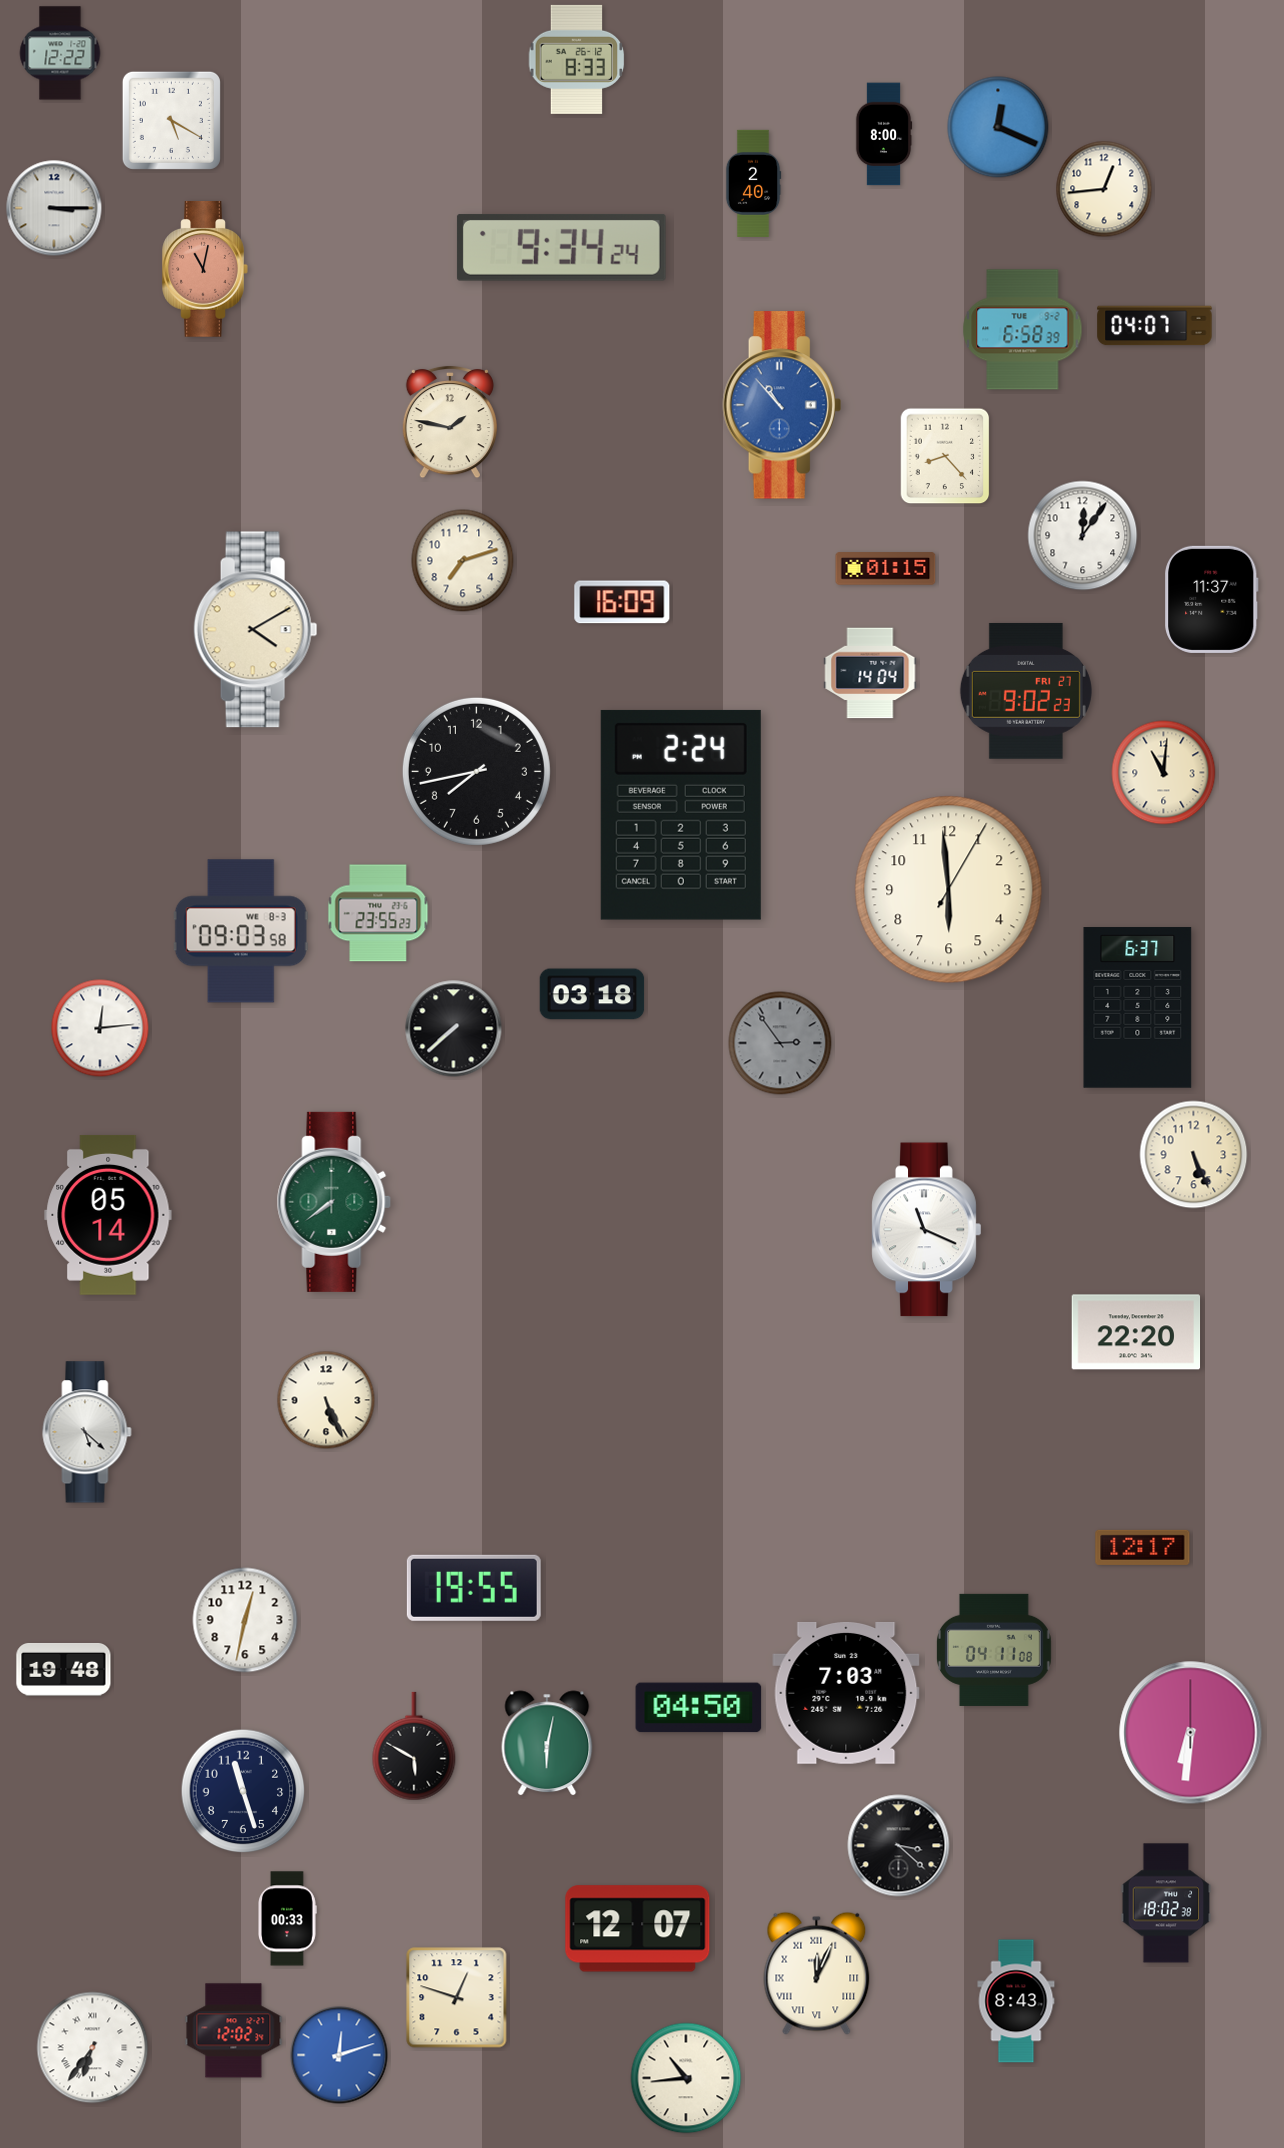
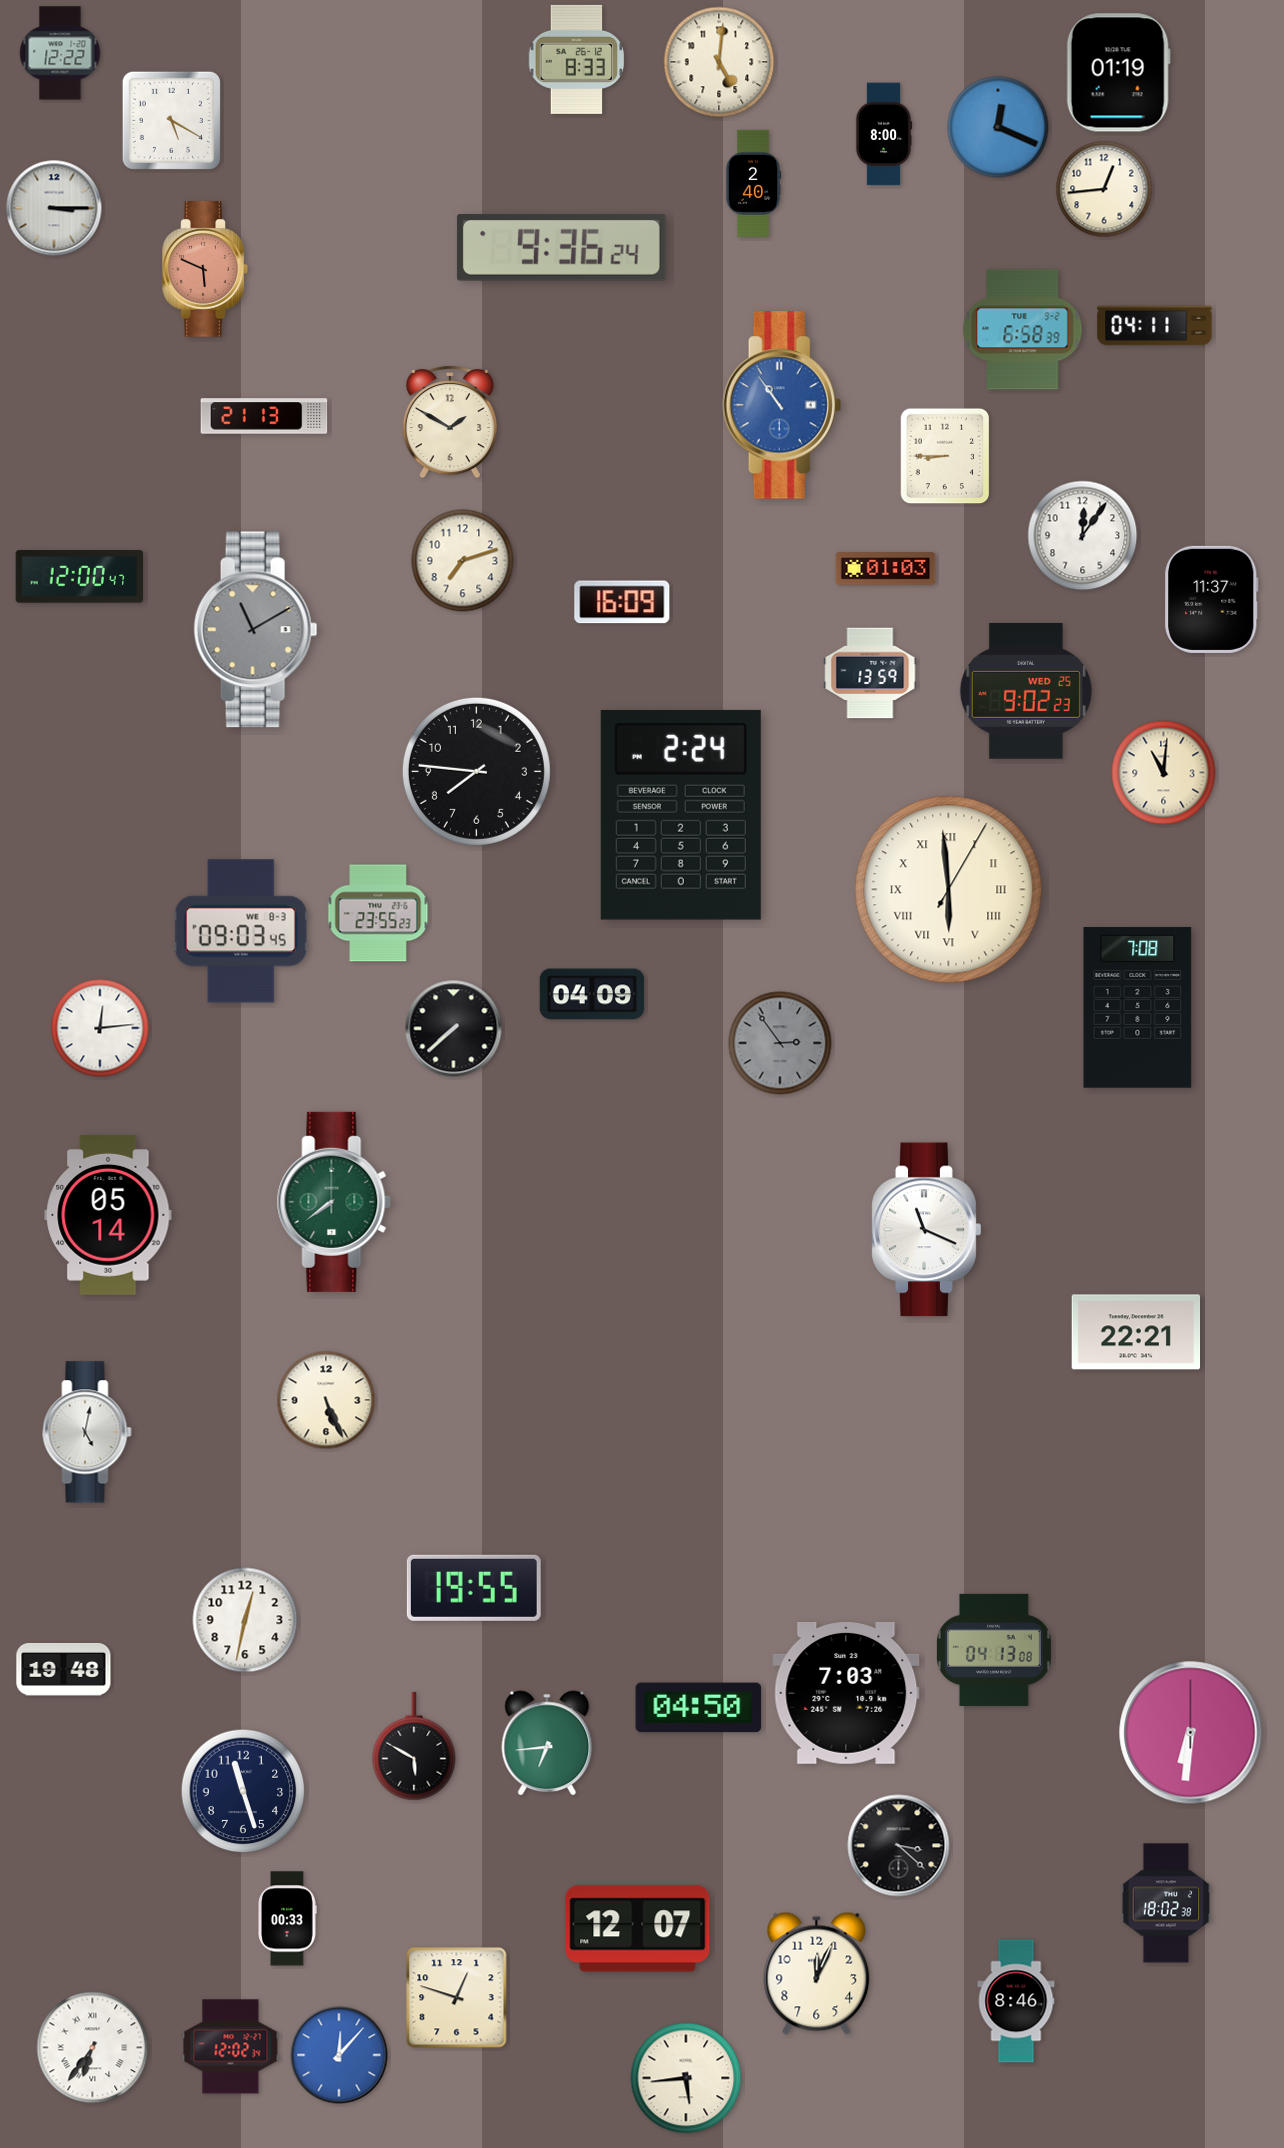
clock at (719, 62): none -> 5:01
clock at (1118, 73): none -> 01:19
clock at (561, 247): 9:34 -> 9:36
clock at (205, 270): 11:02 -> 5:49
clock at (1155, 326): 04:07 -> 04:11
clock at (782, 405): 10:53 -> 10:54
clock at (264, 416): none -> 21:13
clock at (450, 422): 1:47 -> 1:50
clock at (945, 456): 8:23 -> 8:45
clock at (886, 569): 01:15 -> 01:03
clock at (80, 577): none -> 12:00
clock at (256, 630): 4:10 -> 11:10
clock at (256, 630) dial: cream -> grey
clock at (870, 673): 14:04 -> 13:59
clock at (1026, 691) date: FRI 27 -> WED 25
clock at (476, 771): 7:43 -> 7:46
clock at (949, 890) numerals: Arabic -> Roman
clock at (241, 931): 09:03:58 -> 09:03:45
clock at (592, 994): 03:18 -> 04:09
clock at (1138, 1008): 6:37 -> 7:08
clock at (1194, 1155): 5:26 -> none
clock at (1136, 1332): 22:20 -> 22:21
clock at (87, 1432): 5:22 -> 5:02
clock at (1143, 1547): 12:17 -> none
clock at (994, 1650): 04:11 -> 04:13
clock at (547, 1743): 6:02 -> 6:44
clock at (817, 1973) numerals: Roman -> Arabic
clock at (1016, 2001): 8:43 -> 8:46
clock at (234, 2031) position: (234, 2031) -> (231, 2047)
clock at (339, 2055): 12:12 -> 12:07
clock at (686, 2078): 10:44 -> 5:44
